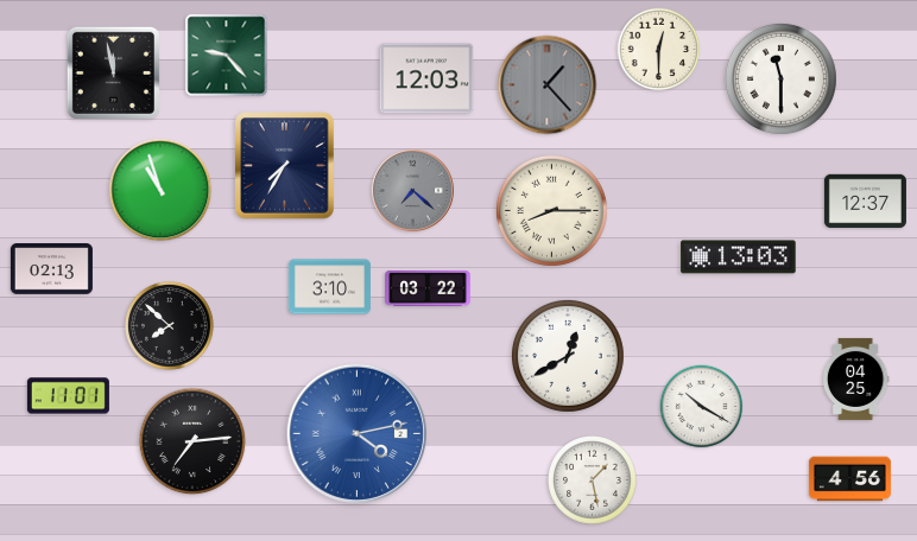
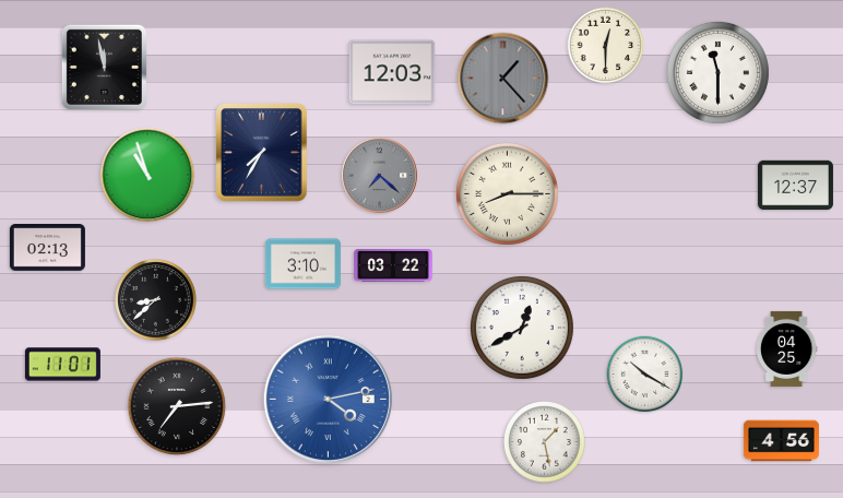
clock at (227, 56): 9:23 -> none
clock at (739, 257): 13:03 -> none
clock at (170, 326): 7:52 -> 8:38
